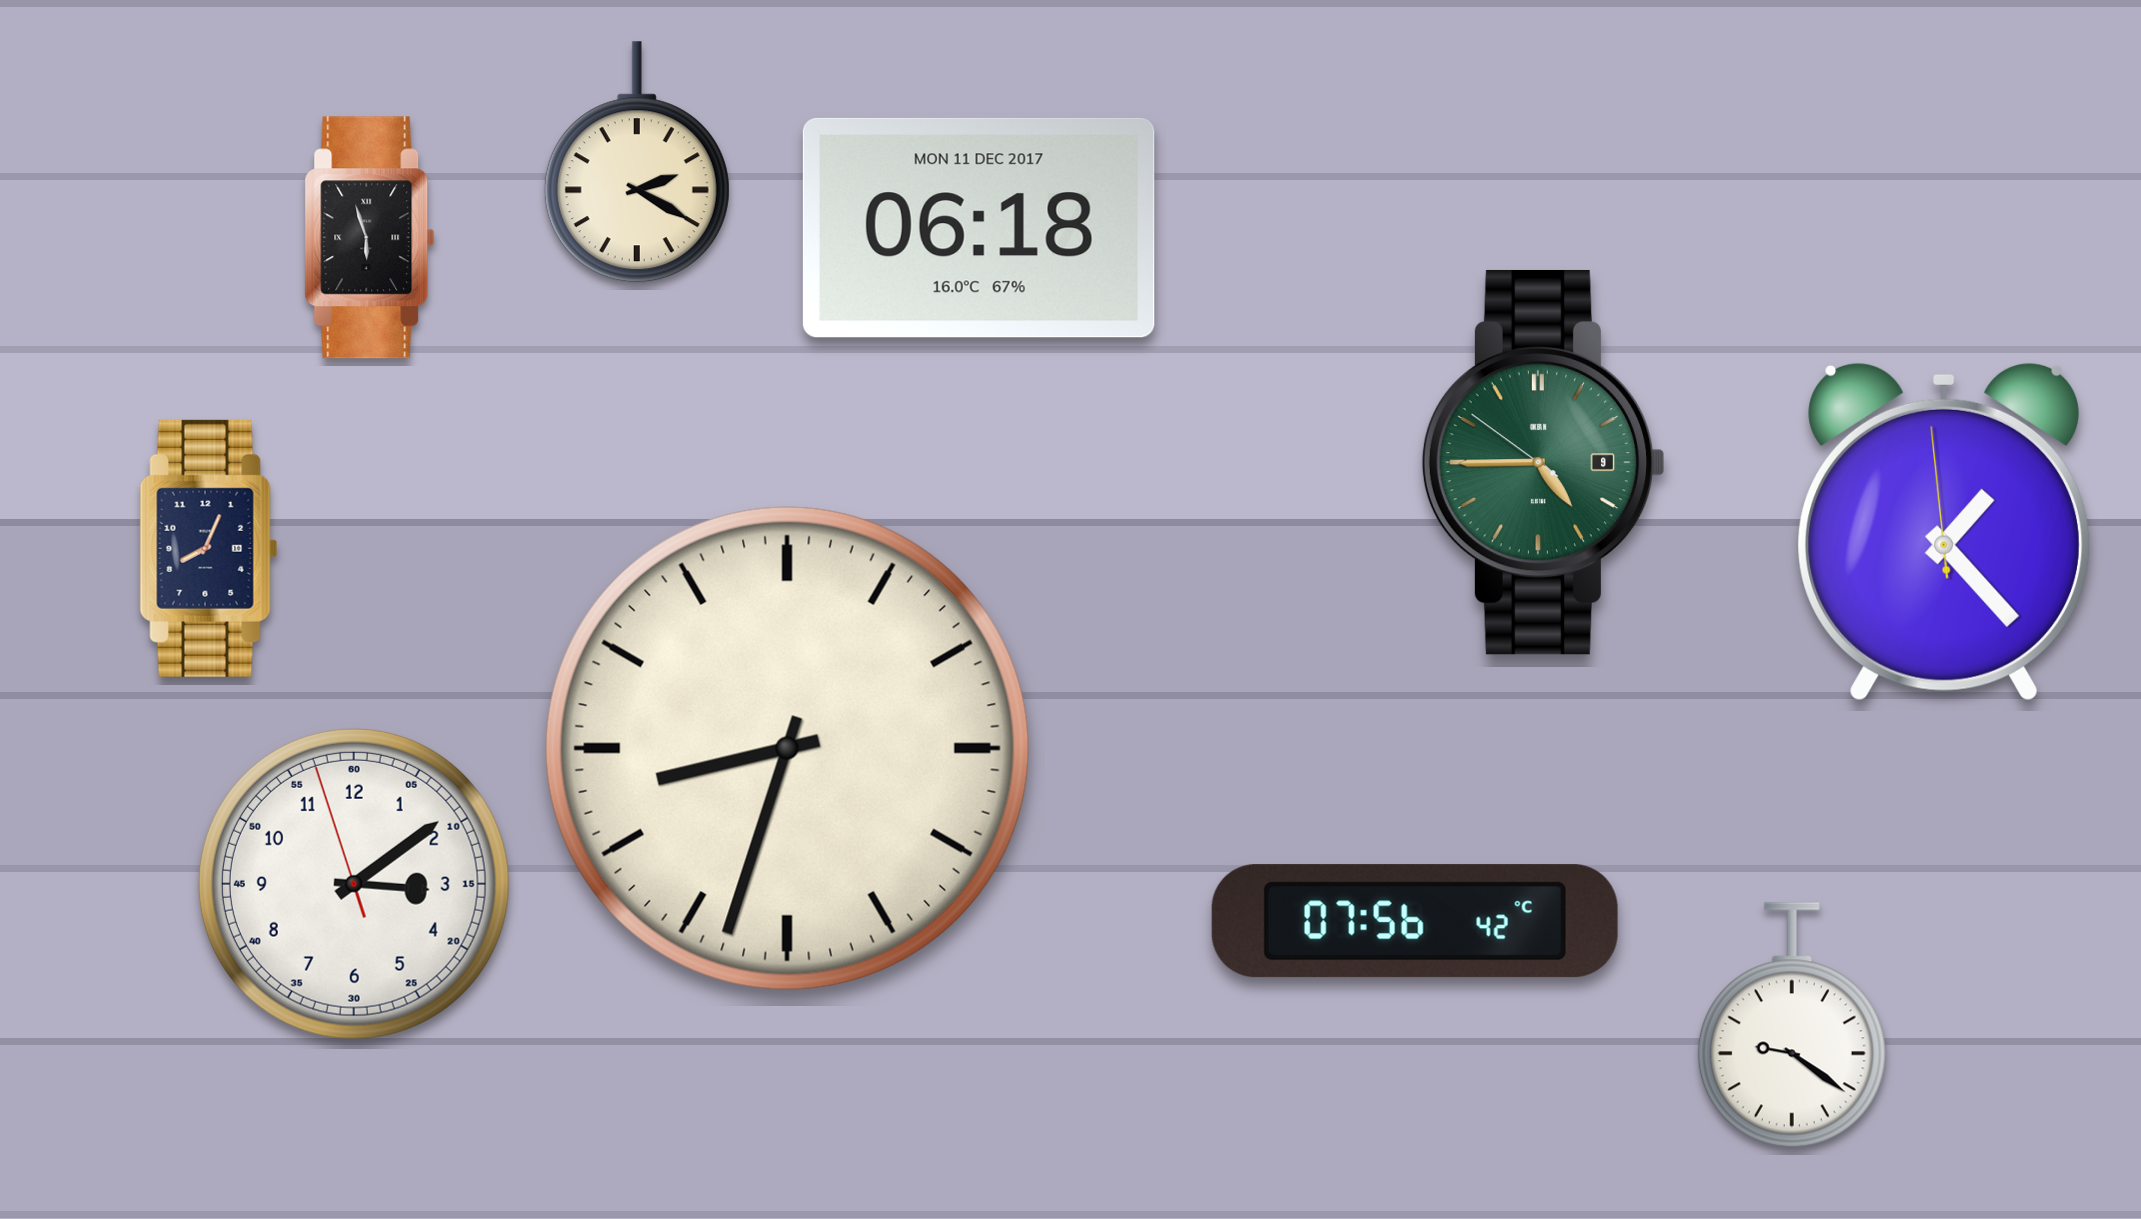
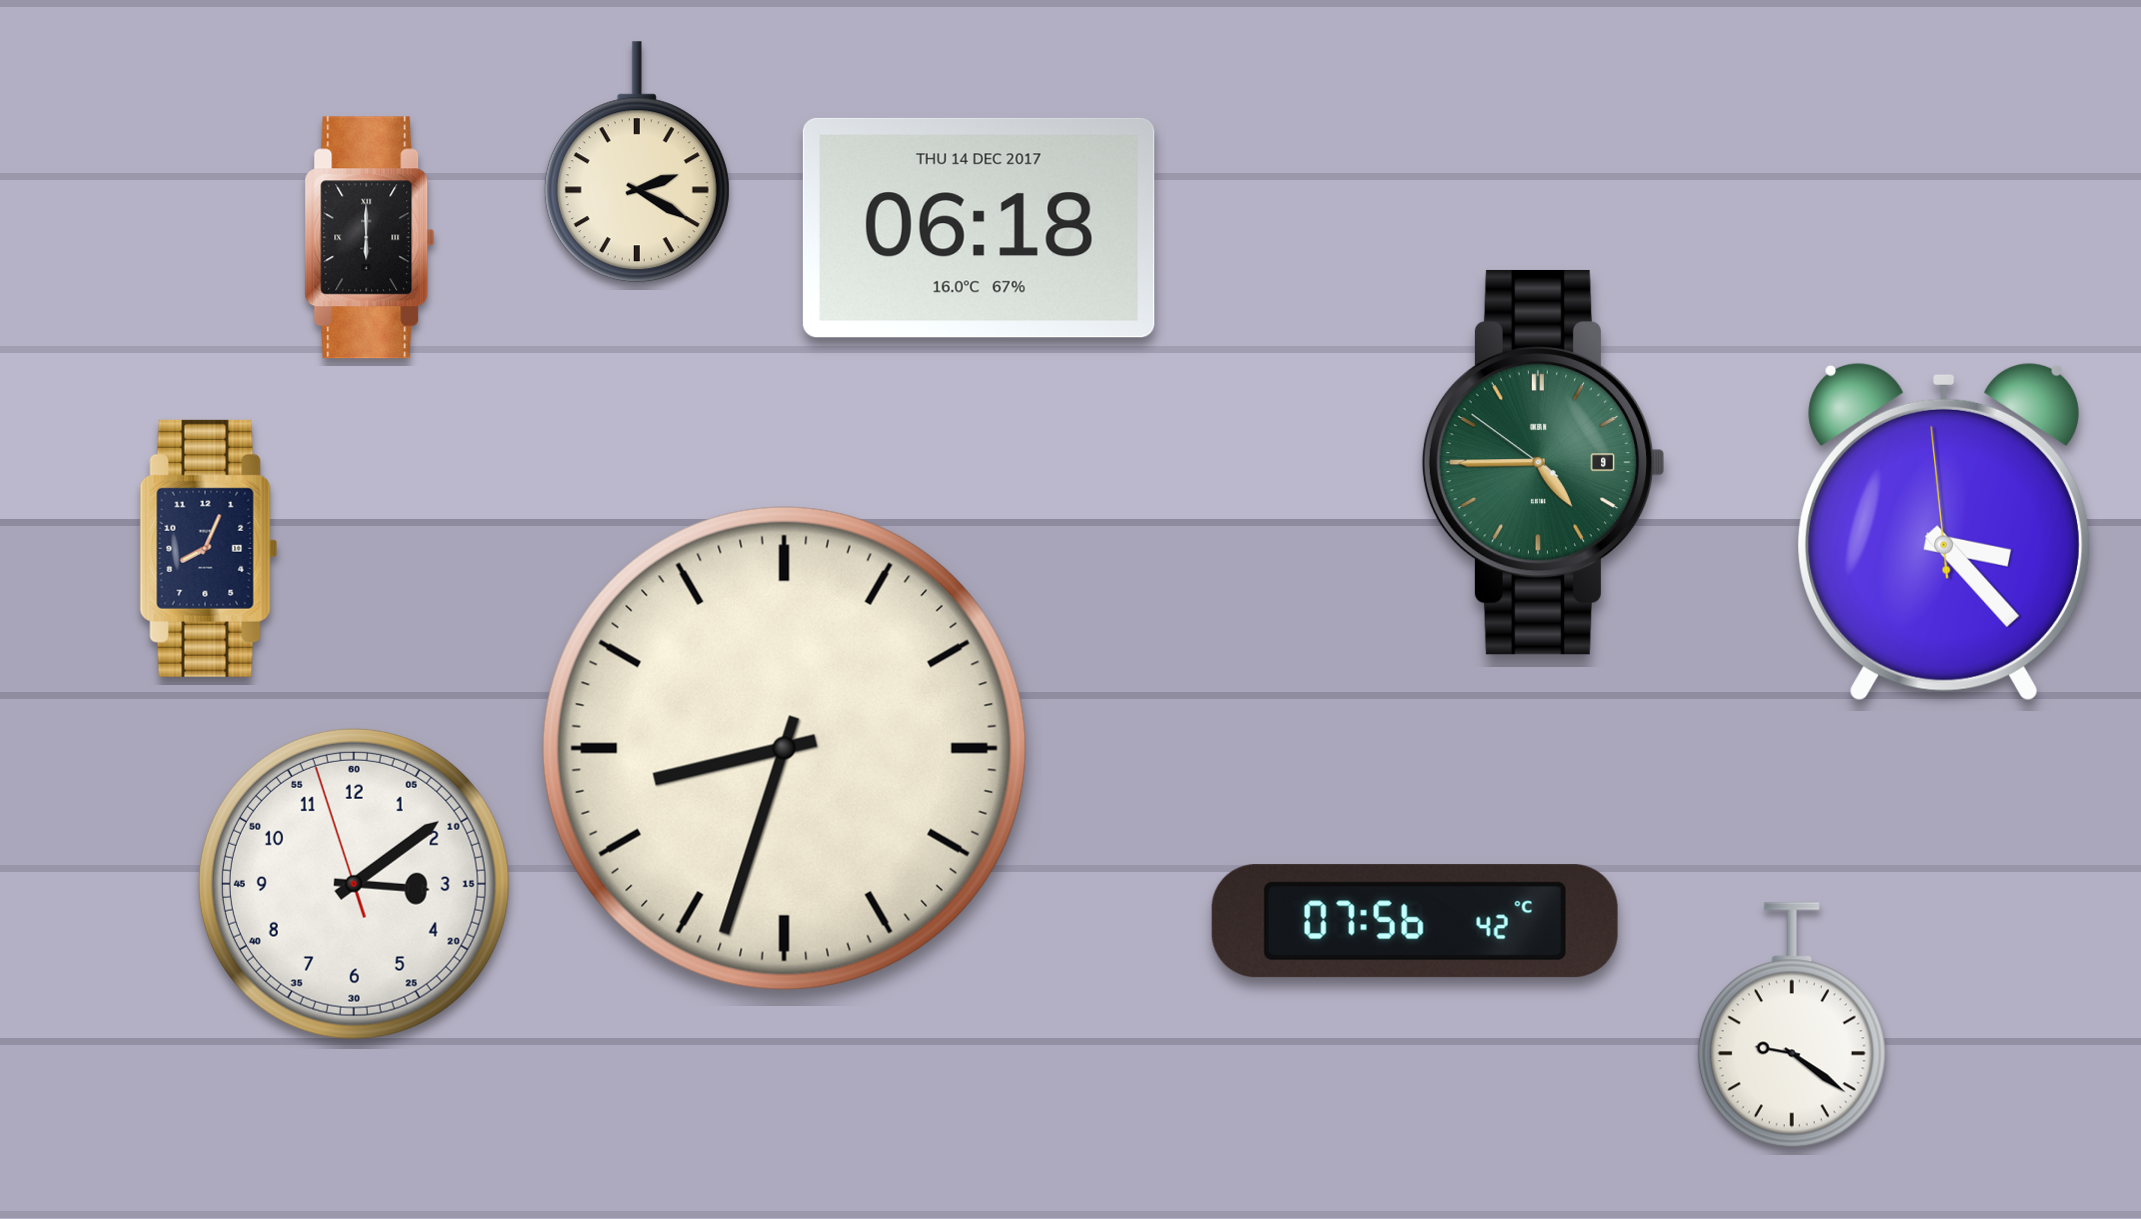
clock at (979, 228) date: MON 11 DEC 2017 -> THU 14 DEC 2017
clock at (370, 238): 5:57 -> 6:00
clock at (1944, 532): 1:22 -> 3:22
clock at (787, 748) position: (787, 748) -> (784, 748)
